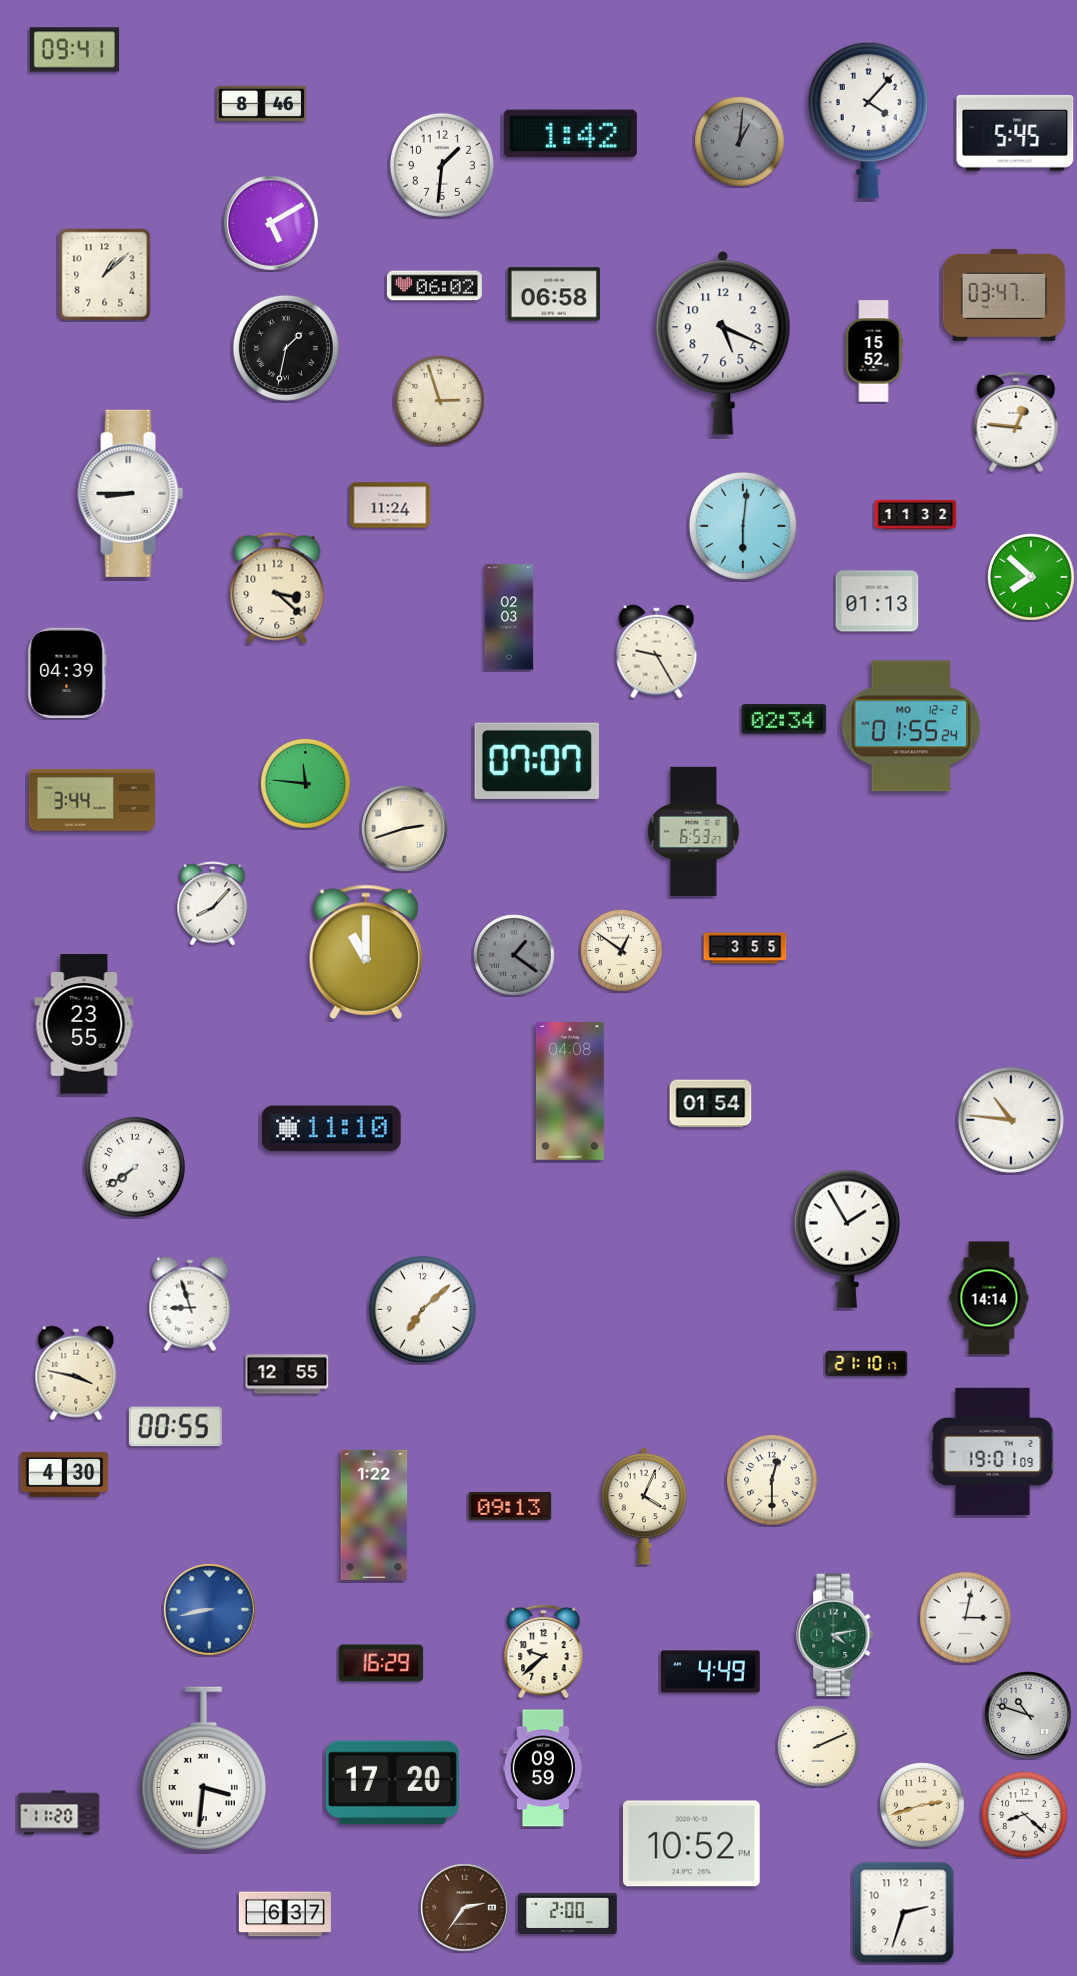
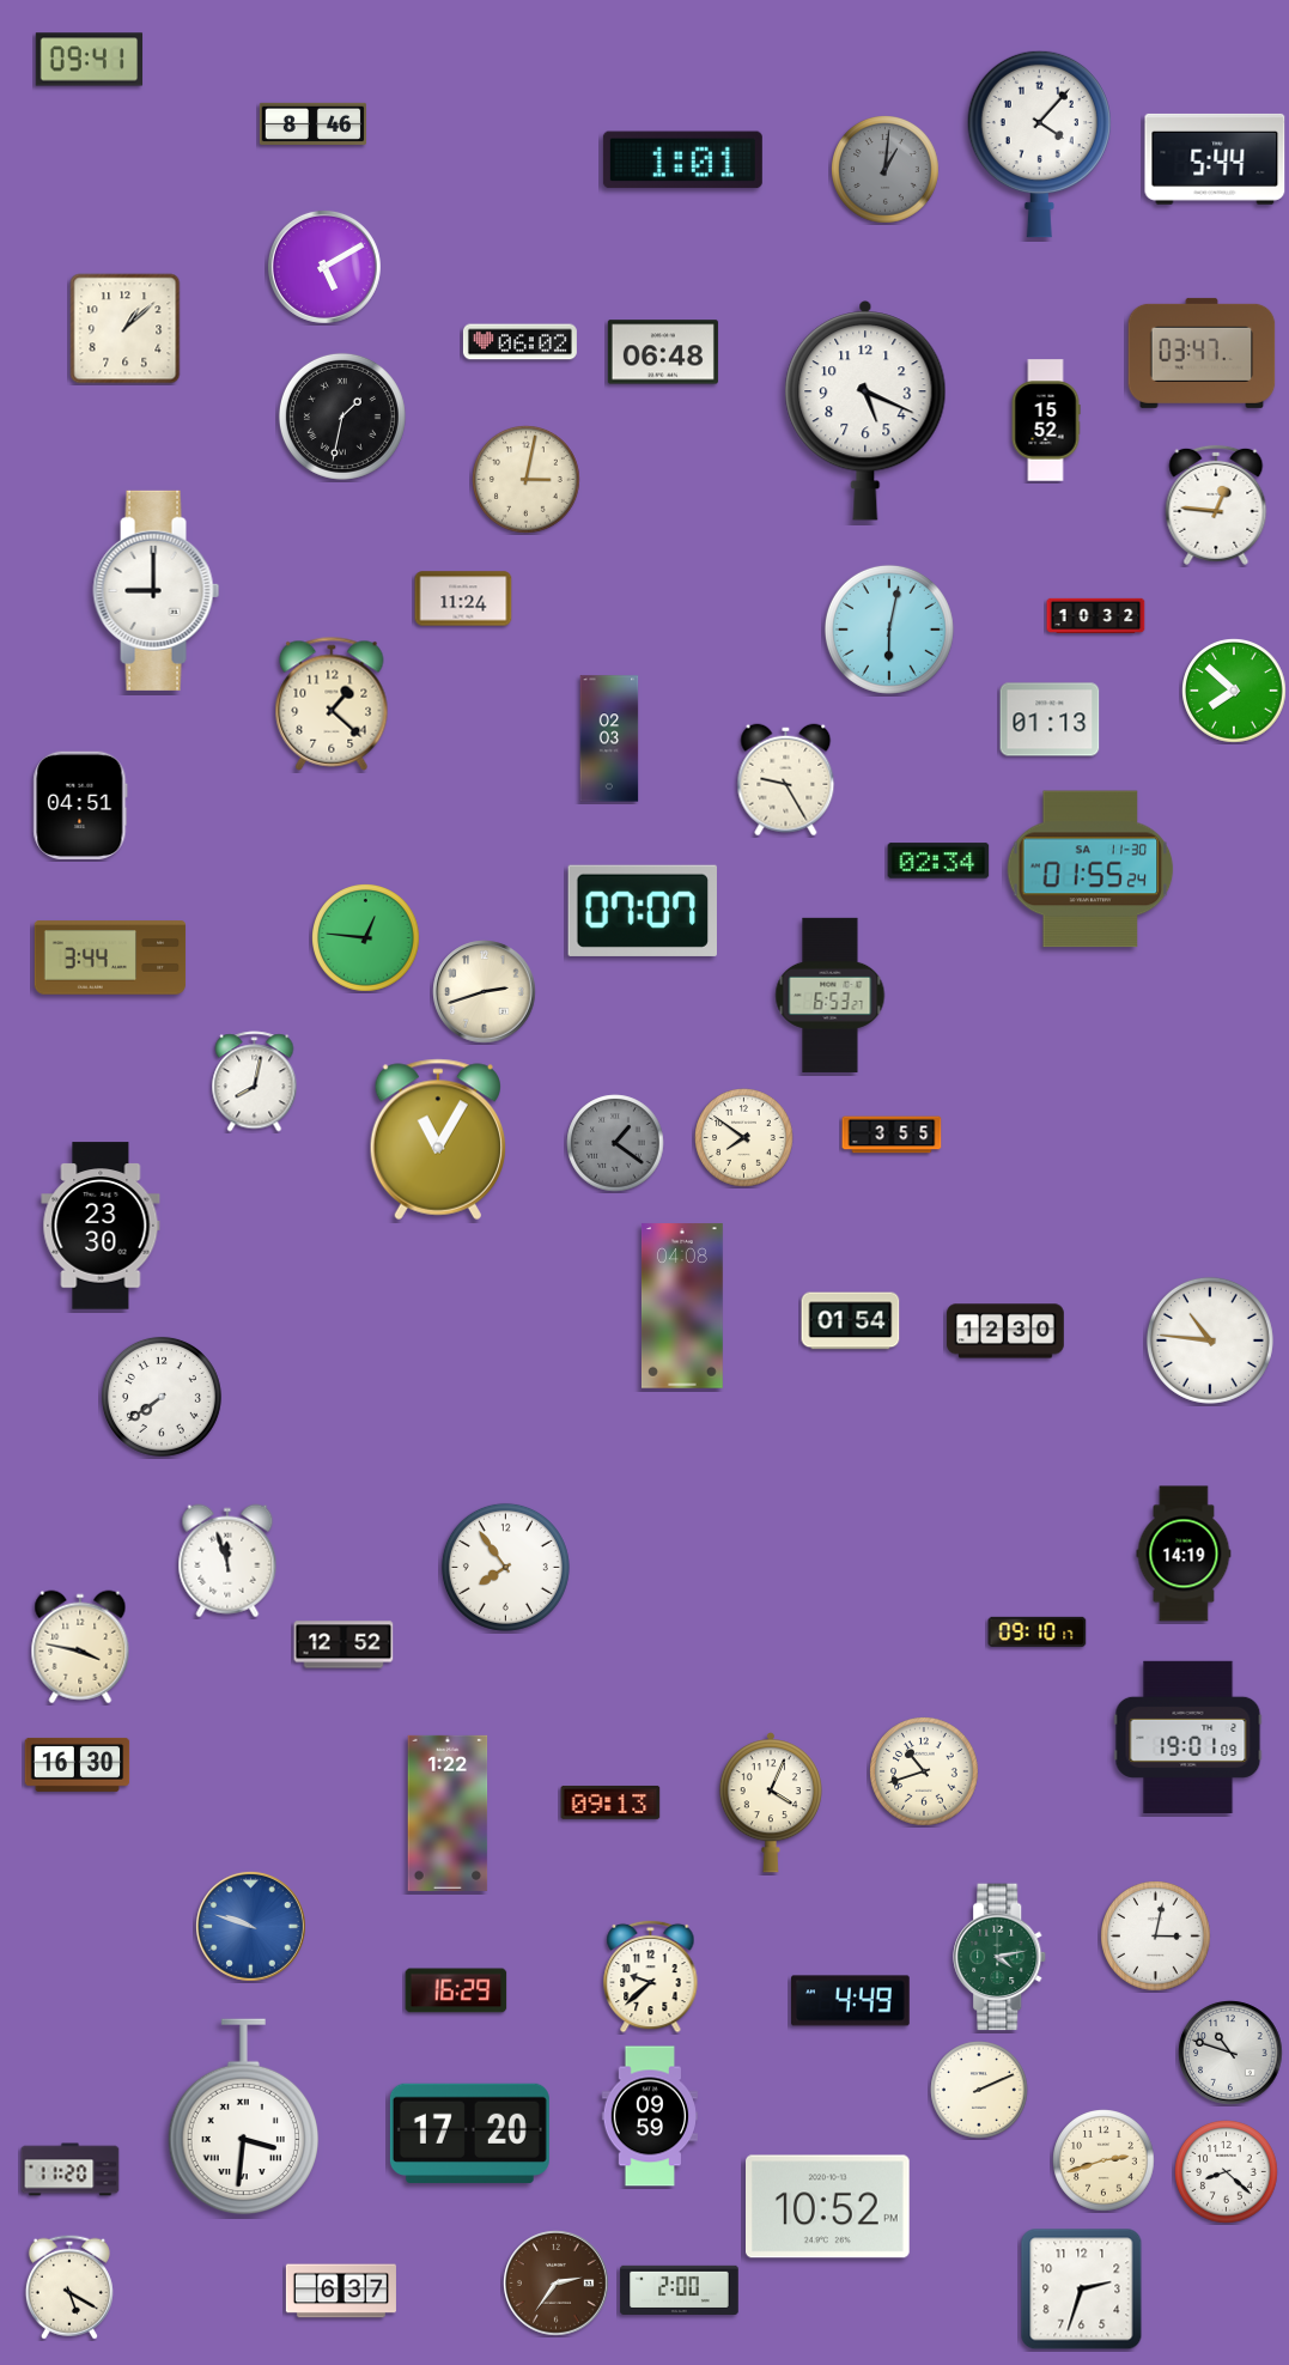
clock at (1015, 133): 5:45 -> 5:44
clock at (570, 134): 1:42 -> 1:01
clock at (442, 165): 1:31 -> none
clock at (554, 294): 06:58 -> 06:48
clock at (440, 401): 2:57 -> 3:02
clock at (131, 493): 8:45 -> 9:00
clock at (390, 505) position: (390, 505) -> (463, 598)
clock at (916, 514): 11:32 -> 10:32
clock at (743, 526): 6:01 -> 6:02
clock at (277, 588): 3:22 -> 1:22
clock at (67, 673): 04:39 -> 04:51
clock at (911, 726) date: MO 12-2 -> SA 11-30
clock at (306, 784): 11:46 -> 12:46
clock at (213, 904): 8:07 -> 8:02
clock at (622, 951): 12:51 -> 7:51
clock at (365, 952): 11:00 -> 11:05
clock at (84, 1024): 23:55 -> 23:30
clock at (1005, 1331): none -> 12:30
clock at (332, 1129): 11:10 -> none
clock at (847, 1239): 1:55 -> none
clock at (989, 1298): 14:14 -> 14:19
clock at (190, 1304): 8:57 -> 11:57
clock at (422, 1309): 7:08 -> 7:54
clock at (867, 1363): 21:10 -> 09:10
clock at (76, 1373) position: (76, 1373) -> (80, 1647)
clock at (287, 1374): 12:55 -> 12:52
clock at (175, 1427): 00:55 -> none
clock at (65, 1474): 4:30 -> 16:30
clock at (773, 1481): 12:30 -> 10:42
clock at (209, 1609): 8:43 -> 9:48
clock at (69, 2287): none -> 5:20
